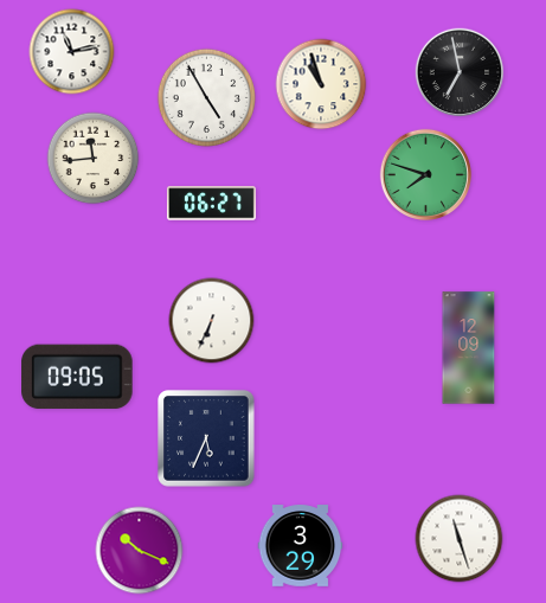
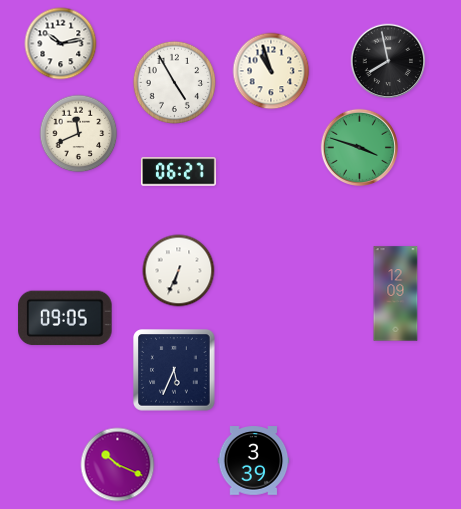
clock at (72, 52): 11:13 -> 10:13
clock at (460, 72): 6:58 -> 7:58
clock at (94, 159): 11:44 -> 11:41
clock at (425, 174): 7:48 -> 3:48
clock at (460, 539): 11:27 -> none
clock at (301, 546): 3:29 -> 3:39
